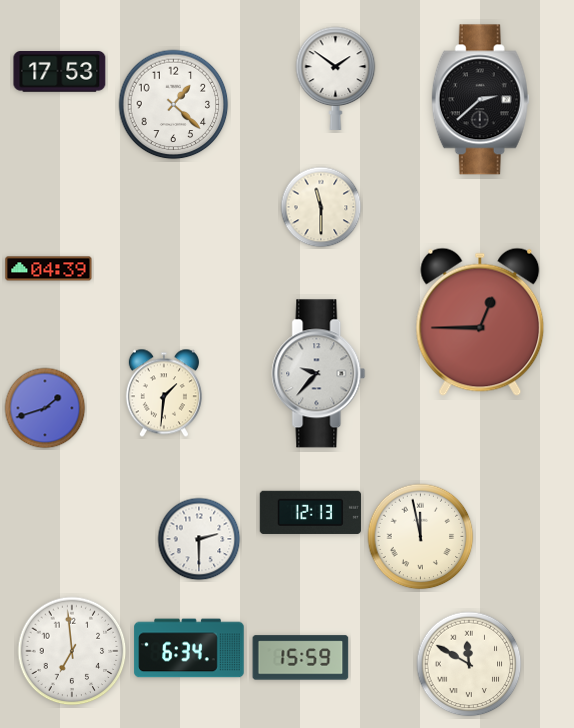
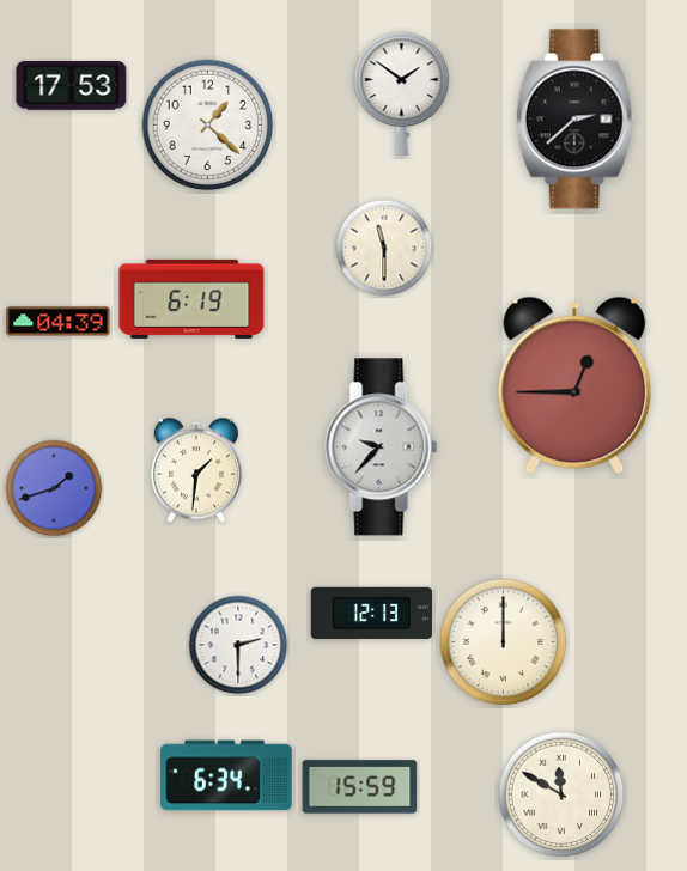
clock at (191, 299): none -> 6:19
clock at (421, 537): 11:58 -> 12:00
clock at (72, 651): 6:59 -> none
